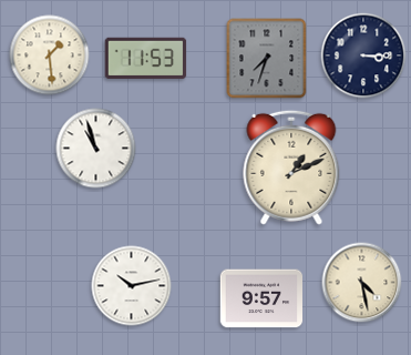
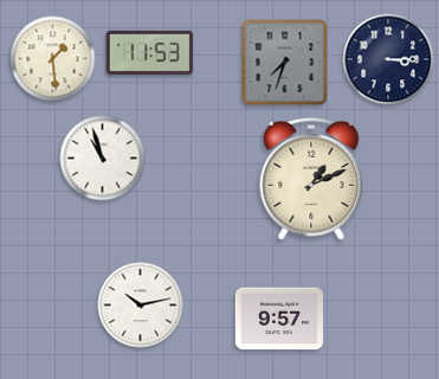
clock at (146, 59) position: (146, 59) -> (150, 53)
clock at (362, 283): 4:28 -> none
